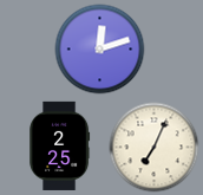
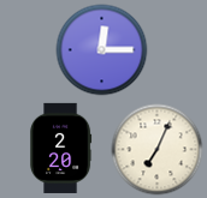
clock at (100, 50): 12:12 -> 12:15
clock at (60, 145): 2:25 -> 2:20
